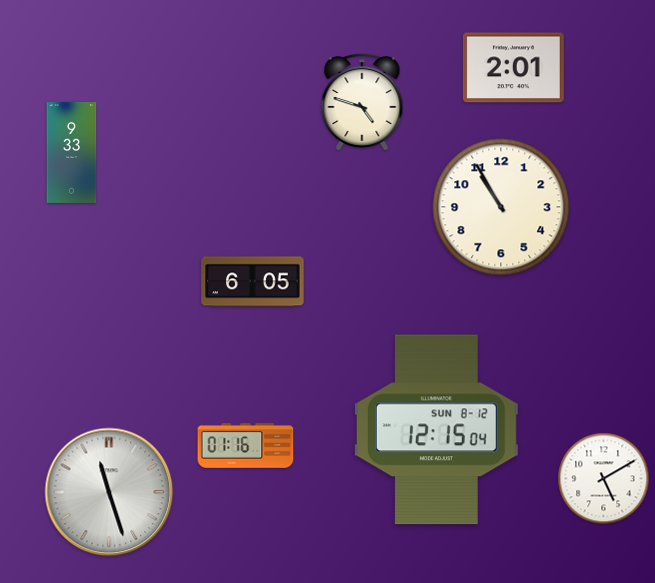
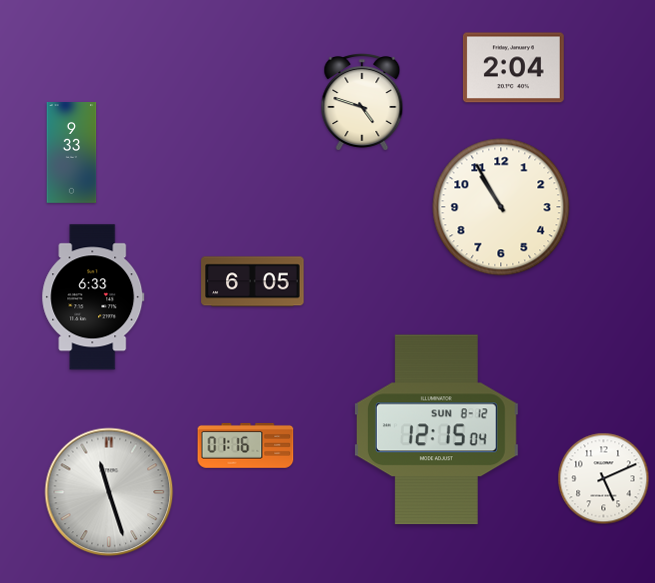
clock at (513, 68): 2:01 -> 2:04
clock at (93, 297): none -> 6:33
clock at (604, 479): 5:10 -> 5:11
